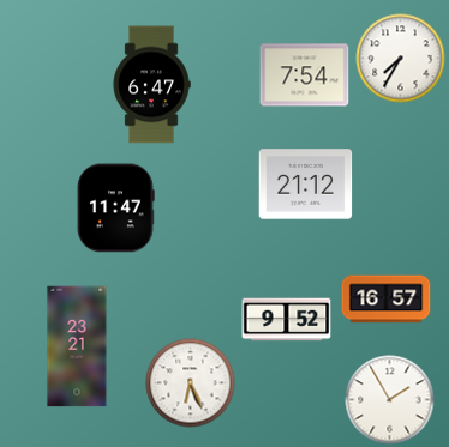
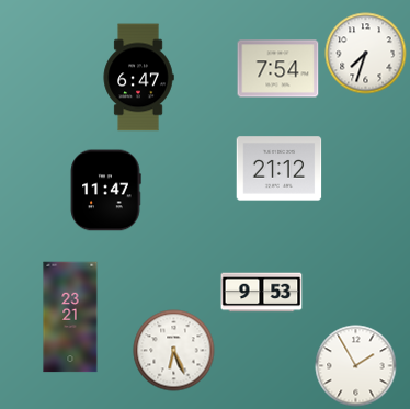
clock at (401, 59): 7:35 -> 7:33
clock at (387, 300): 16:57 -> none
clock at (287, 320): 9:52 -> 9:53
